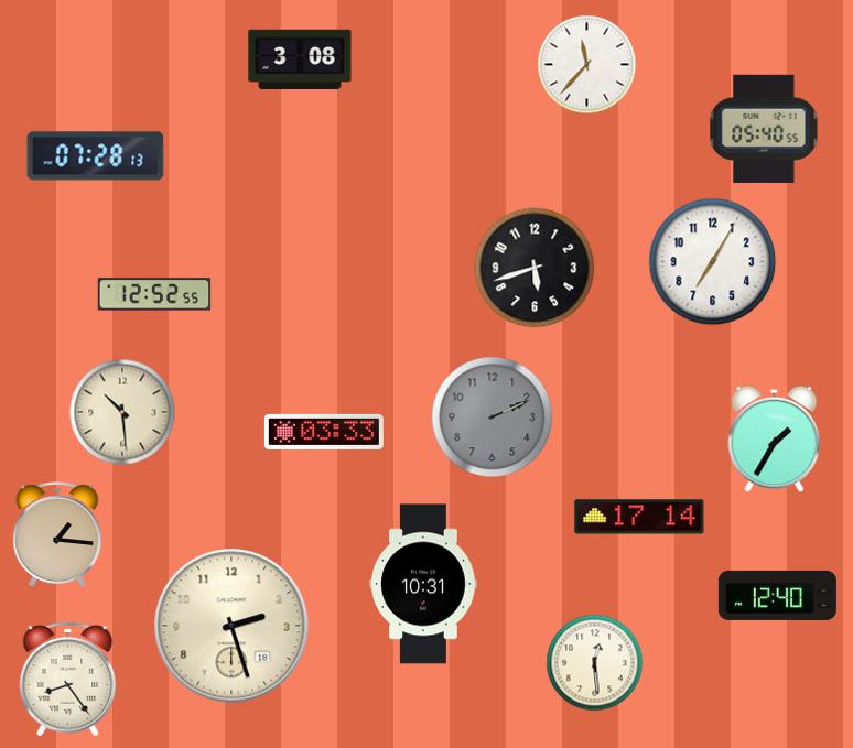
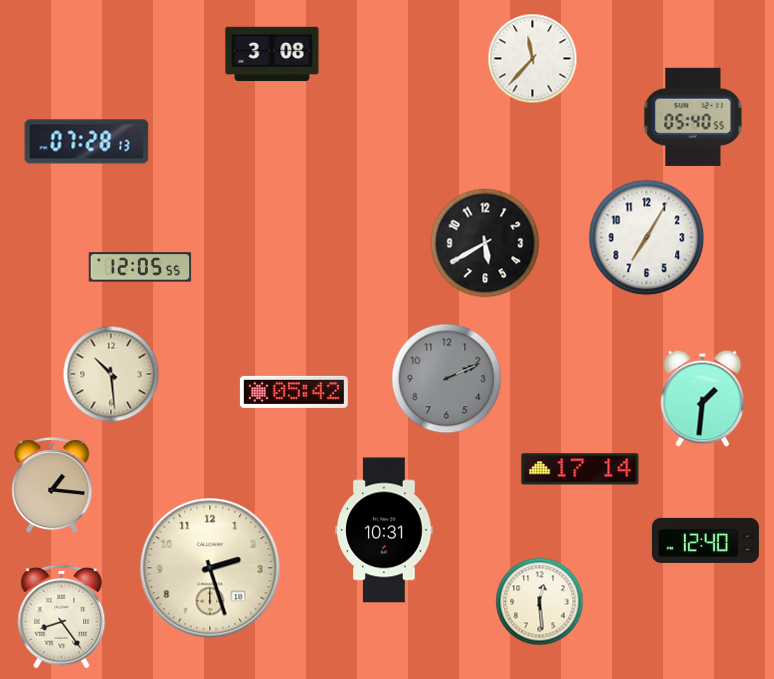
clock at (535, 268): 5:42 -> 5:40
clock at (154, 294): 12:52 -> 12:05
clock at (324, 432): 03:33 -> 05:42
clock at (775, 438): 1:35 -> 1:31
